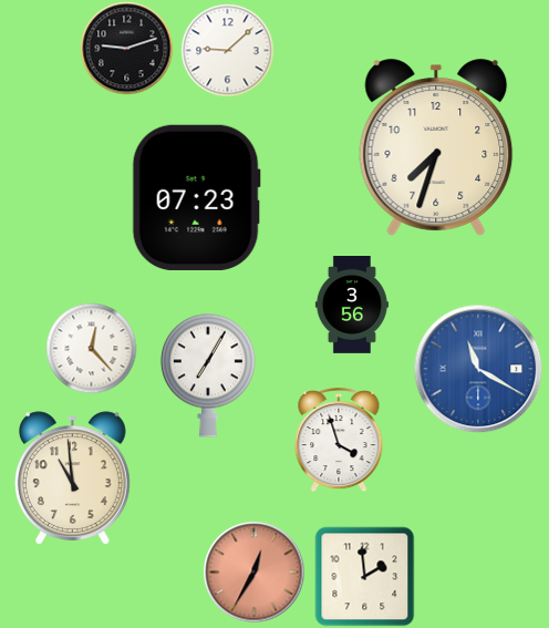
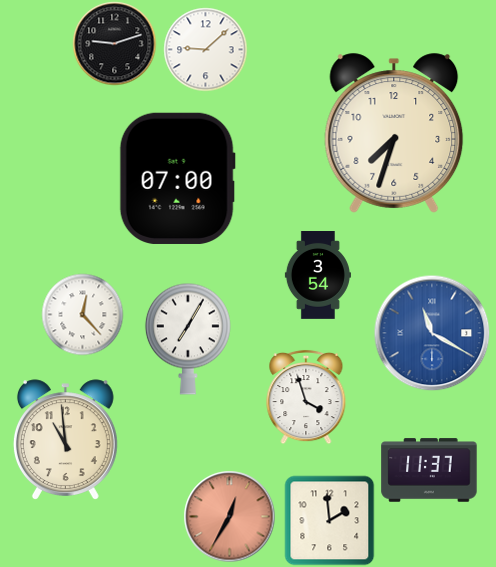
clock at (227, 50) position: (227, 50) -> (205, 49)
clock at (196, 197): 07:23 -> 07:00
clock at (352, 306): 3:56 -> 3:54
clock at (72, 478) position: (72, 478) -> (65, 440)
clock at (429, 470): none -> 11:37
